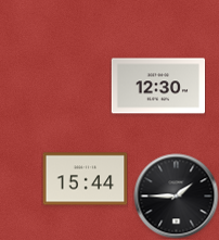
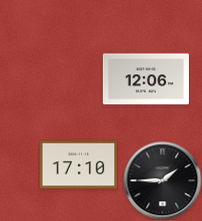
clock at (157, 86): 12:30 -> 12:06
clock at (85, 179): 15:44 -> 17:10
